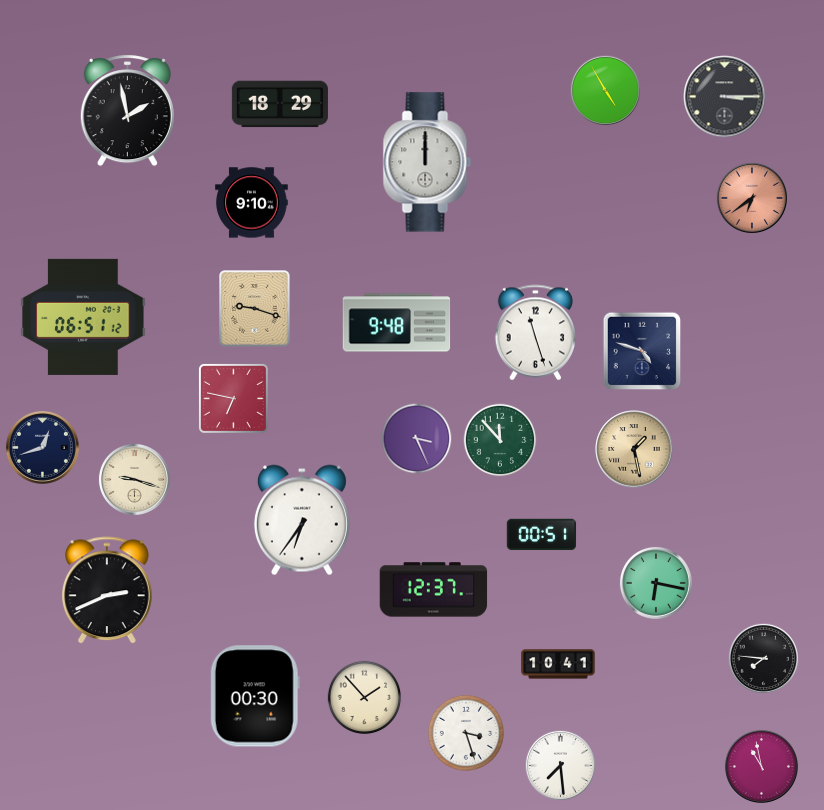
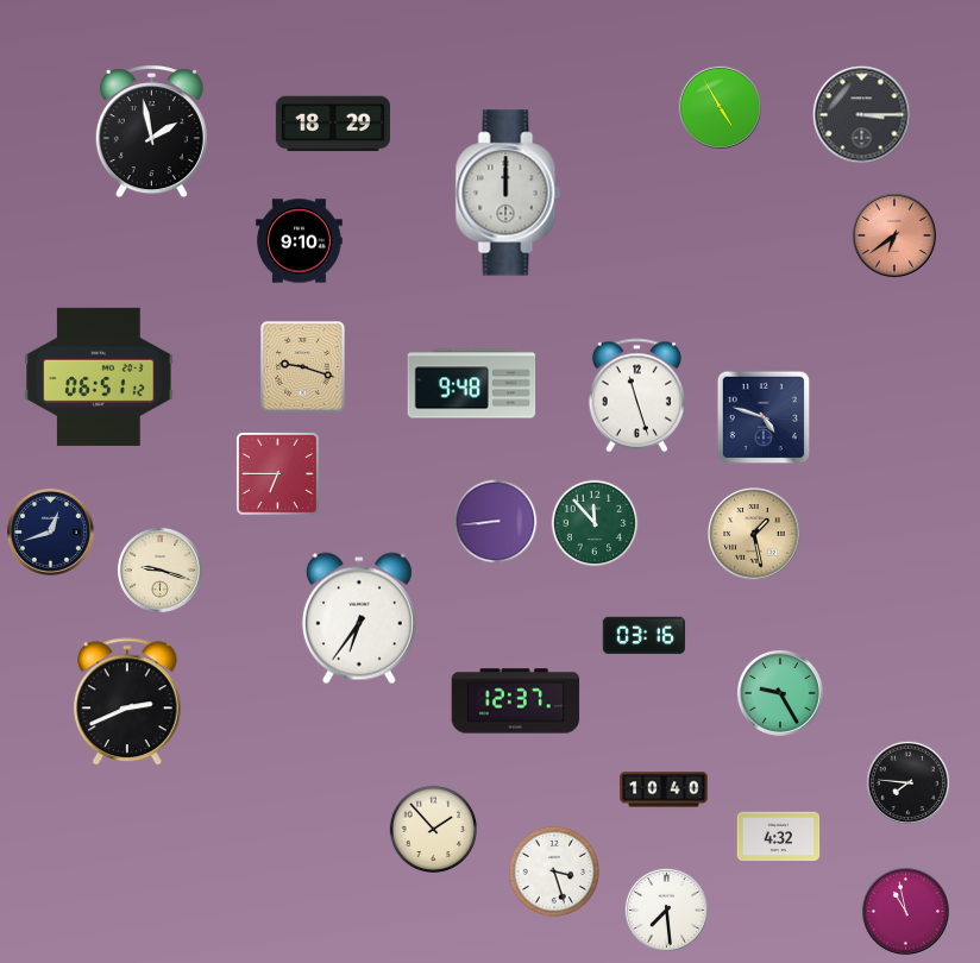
clock at (233, 398): 6:47 -> 6:45
clock at (417, 439): 3:26 -> 8:44
clock at (542, 535): 00:51 -> 03:16
clock at (656, 583): 6:17 -> 9:25
clock at (558, 664): 10:41 -> 10:40
clock at (255, 696): 00:30 -> none
clock at (779, 837): none -> 4:32
